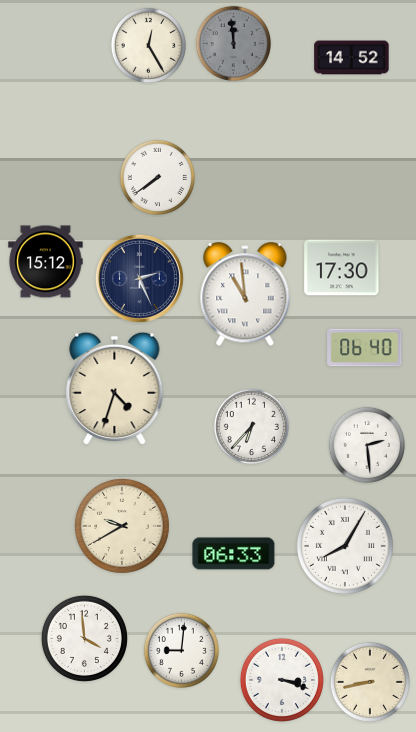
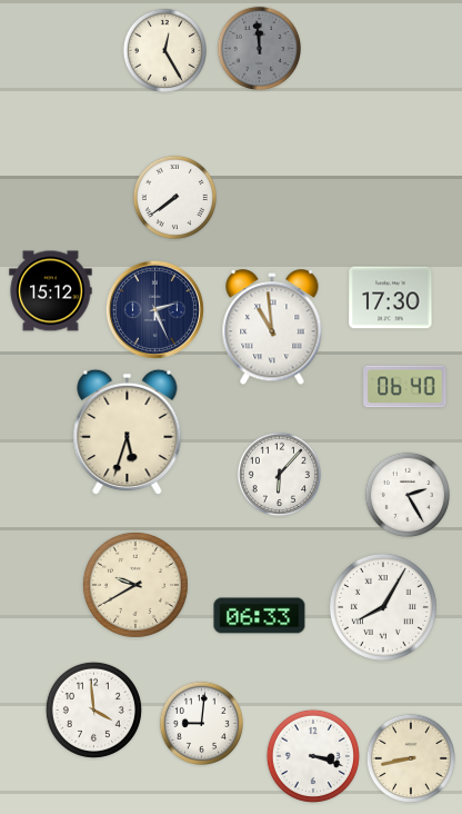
clock at (352, 58): 14:52 -> none
clock at (342, 268) position: (342, 268) -> (391, 298)
clock at (115, 389): 4:33 -> 5:33
clock at (251, 426): 6:37 -> 6:07
clock at (366, 444): 2:29 -> 2:25
